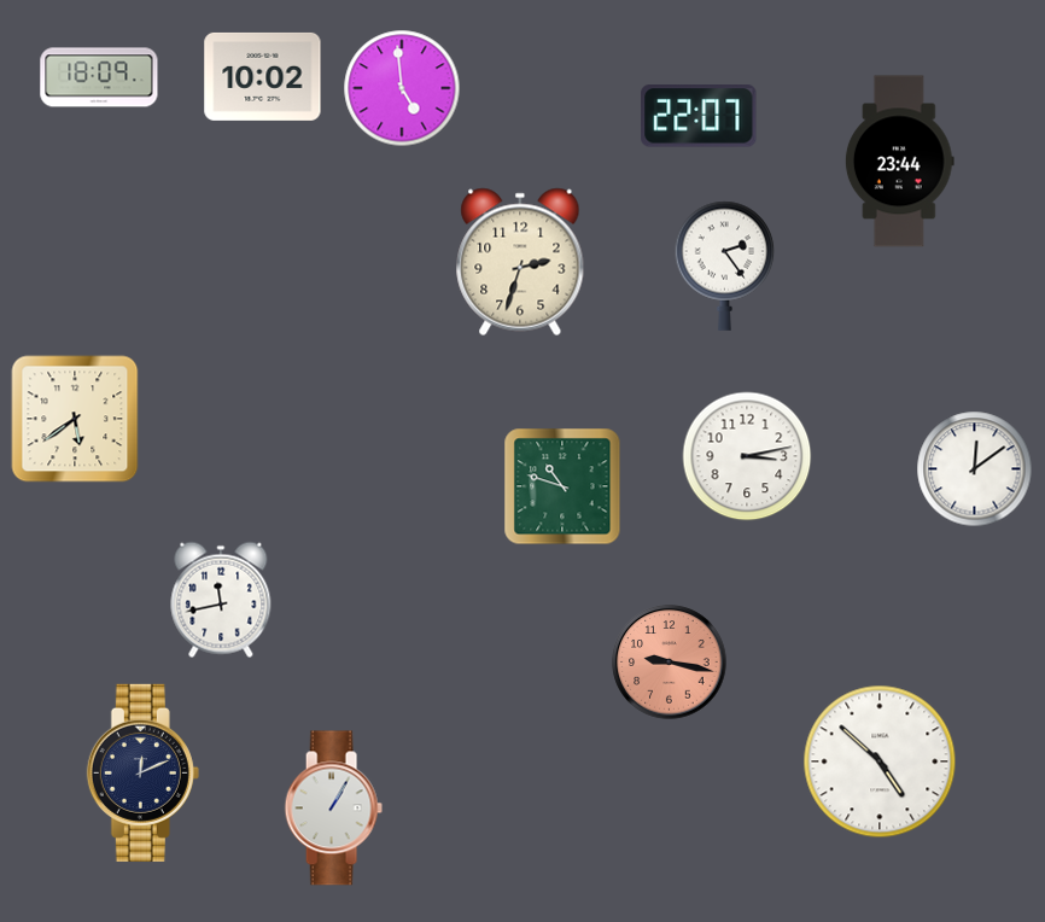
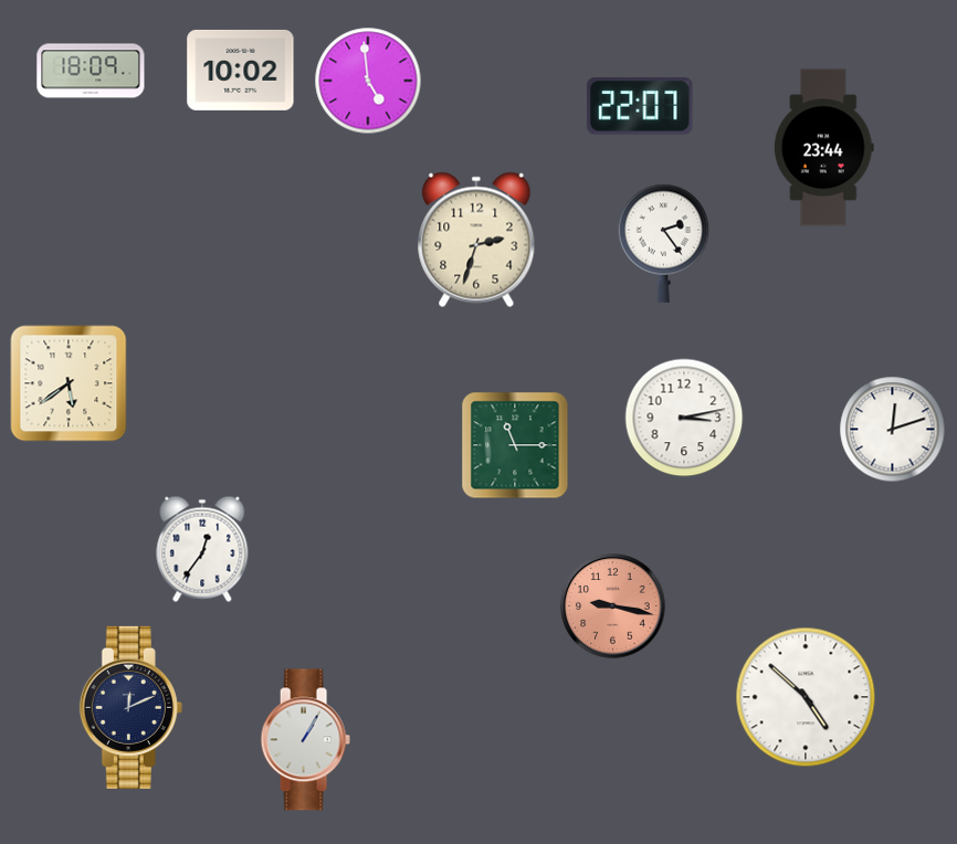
clock at (975, 469): 12:09 -> 12:12
clock at (562, 486): 10:48 -> 11:15
clock at (221, 600): 11:43 -> 12:36
